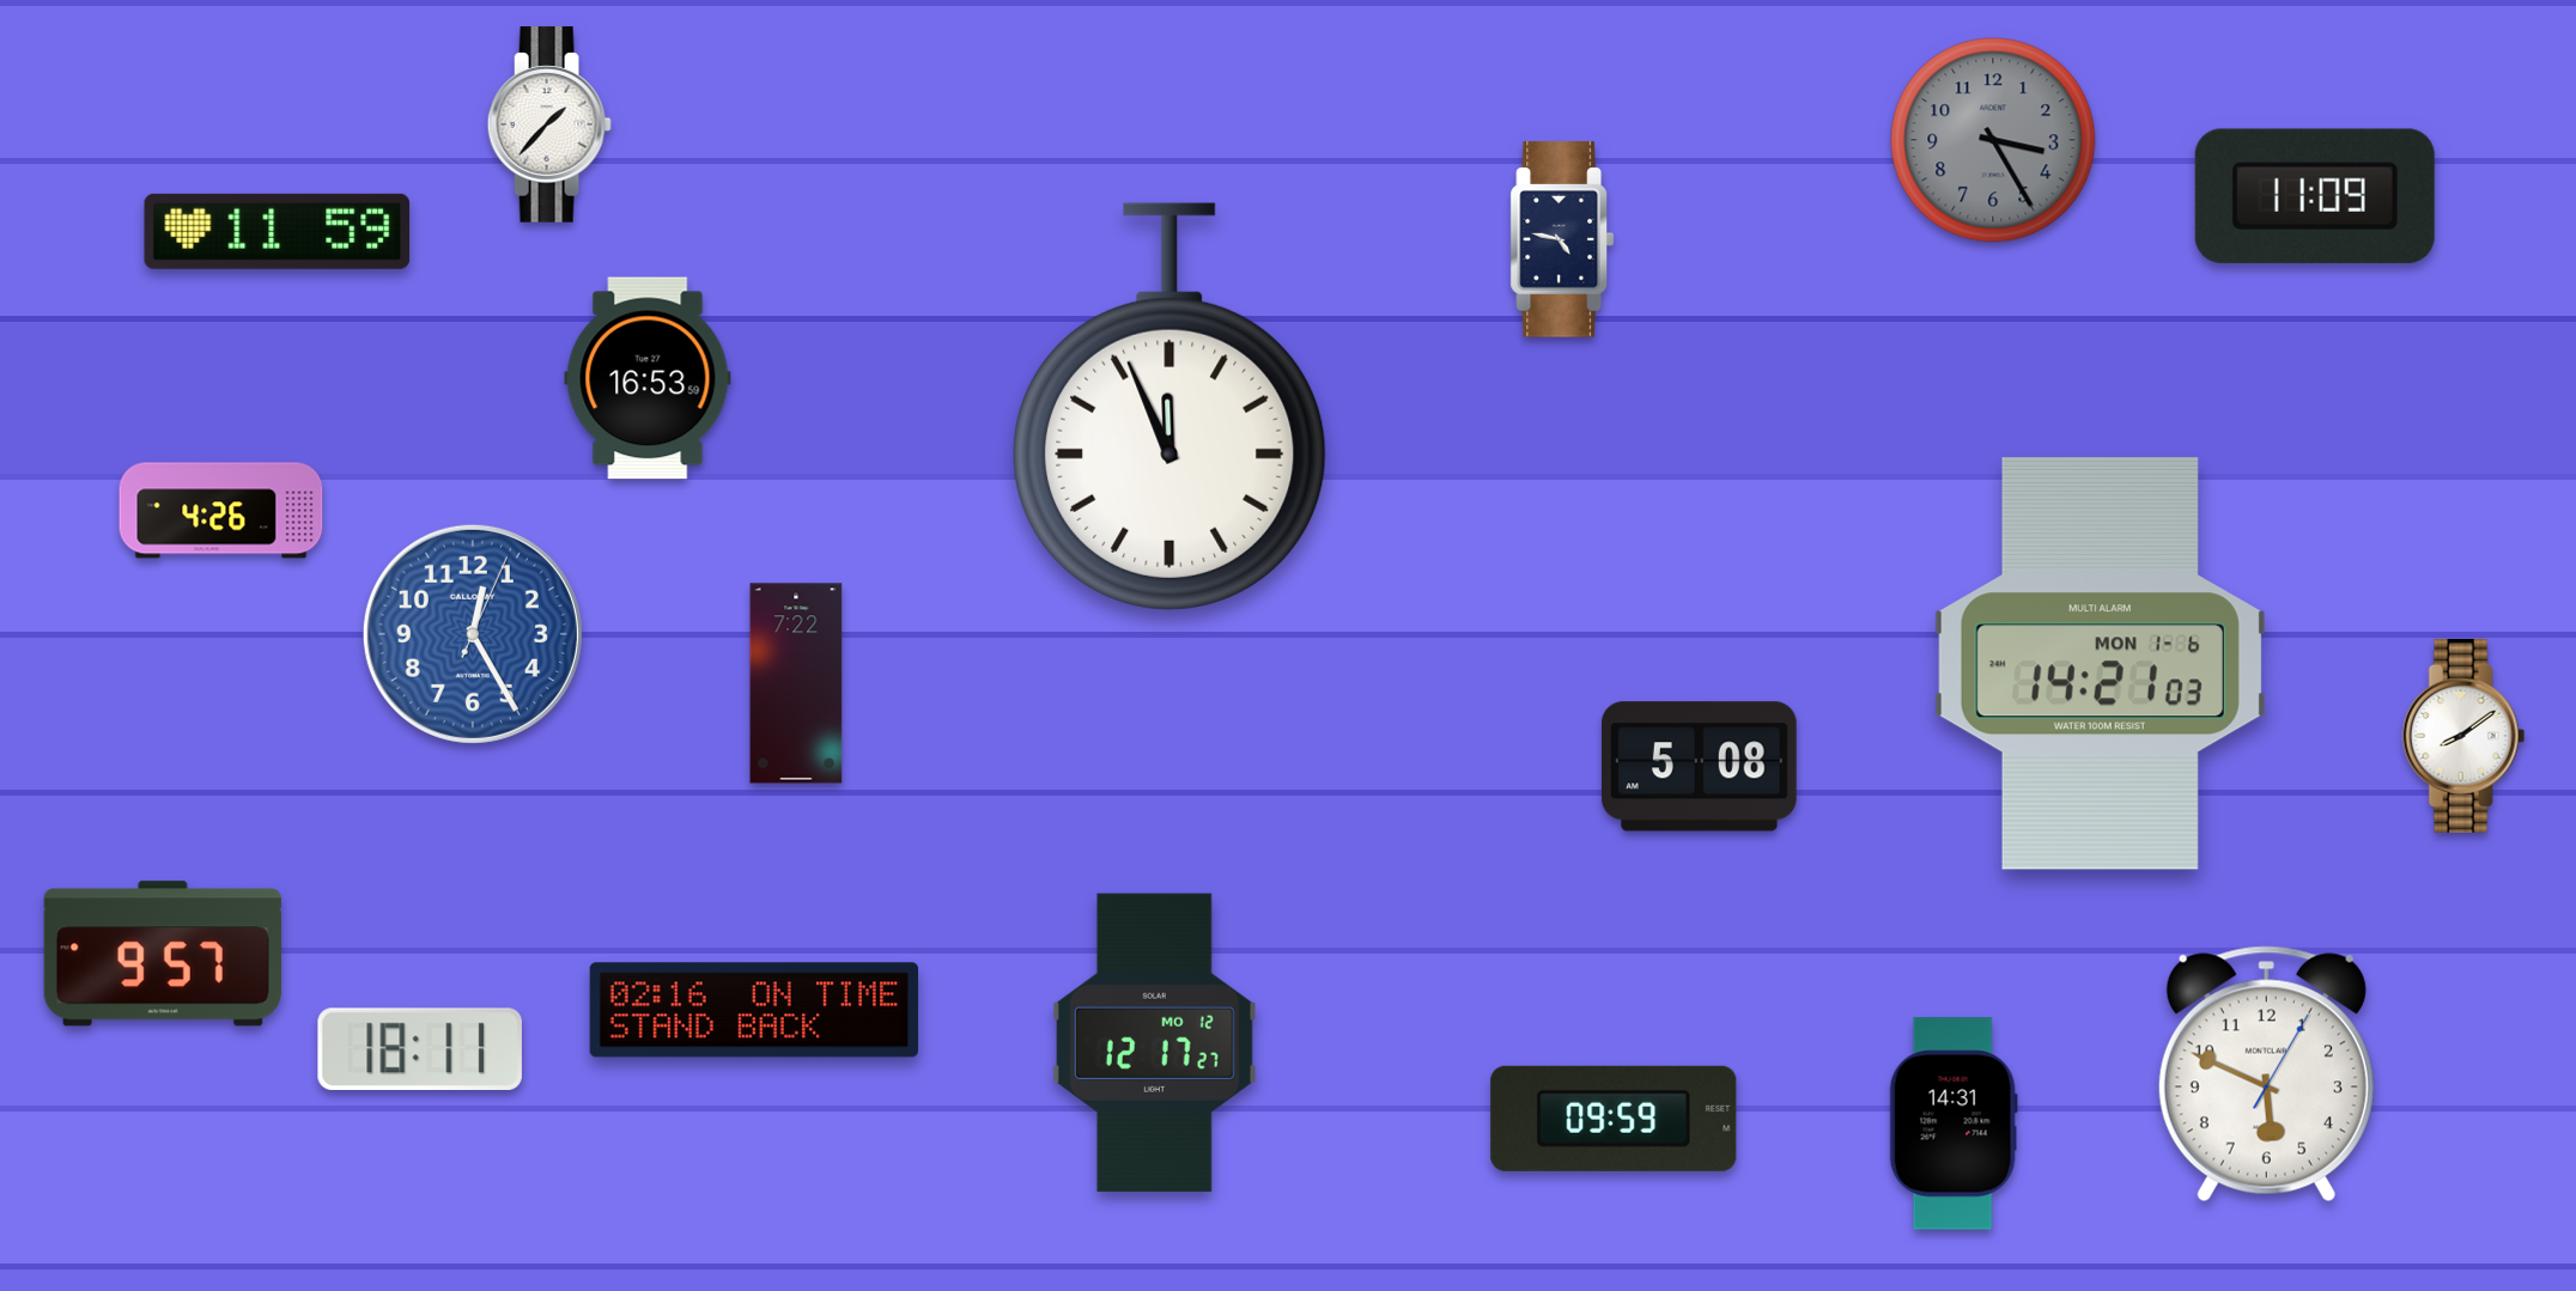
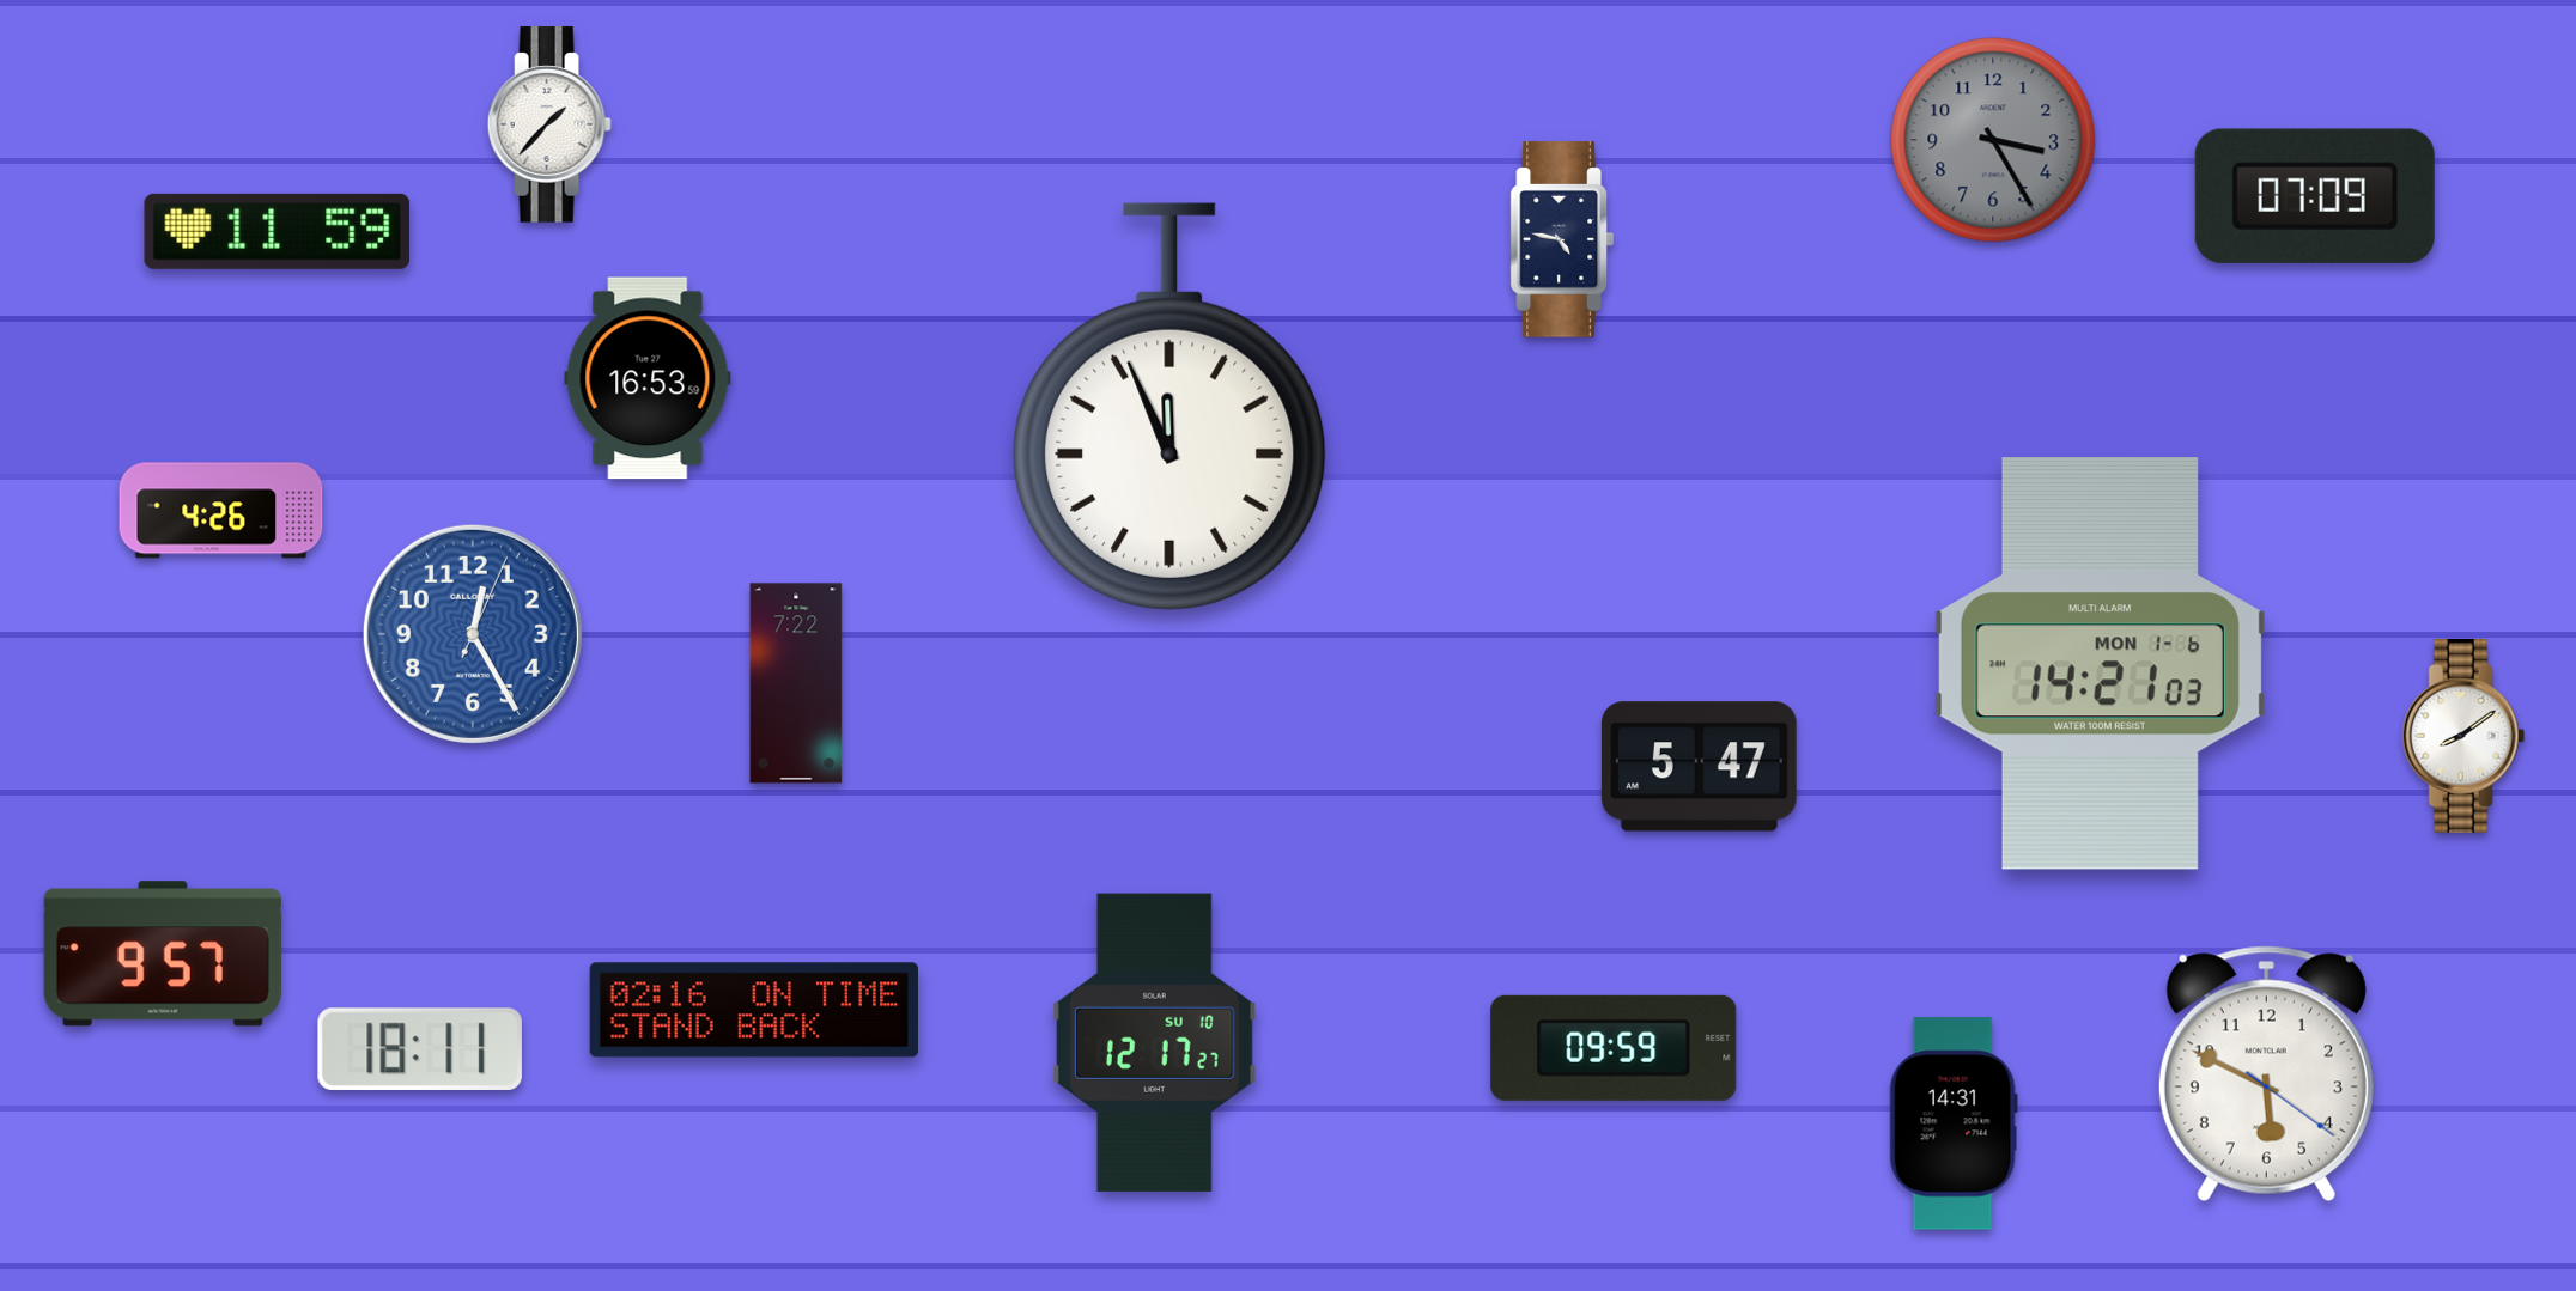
clock at (2315, 196): 11:09 -> 07:09
clock at (1699, 767): 5:08 -> 5:47
clock at (1154, 1042) date: MO 12 -> SU 10
clock at (2266, 1074): 5:49:05 -> 5:49:21
clock at (1614, 1119) position: (1614, 1119) -> (1614, 1048)
